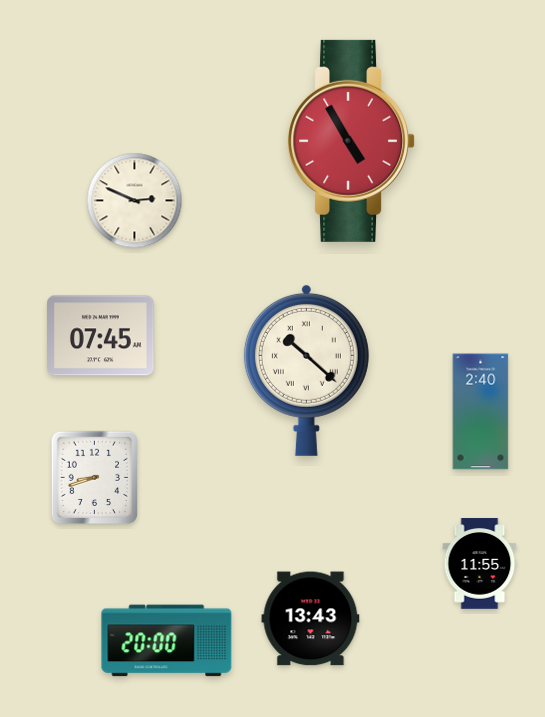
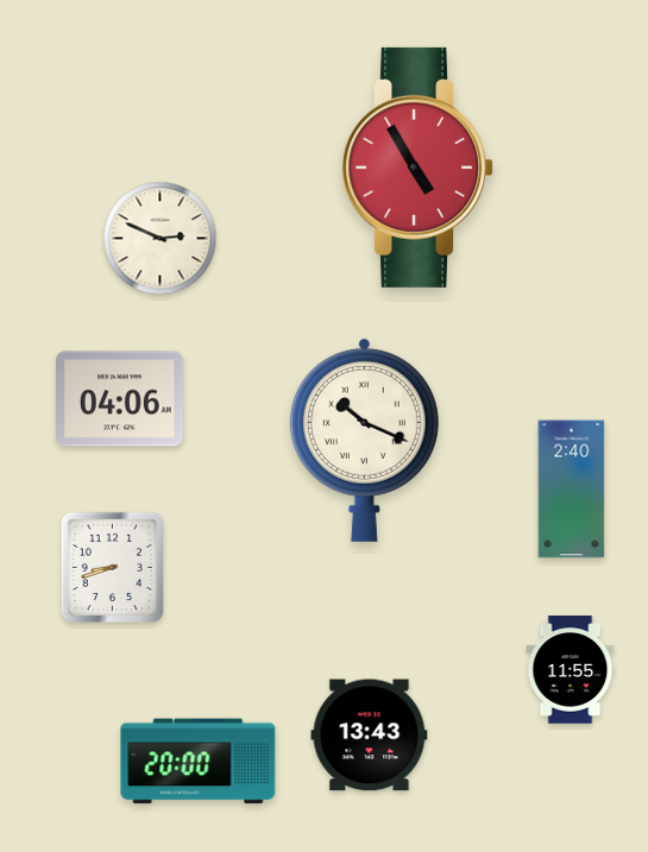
clock at (101, 336): 07:45 -> 04:06
clock at (306, 370): 10:22 -> 10:19
